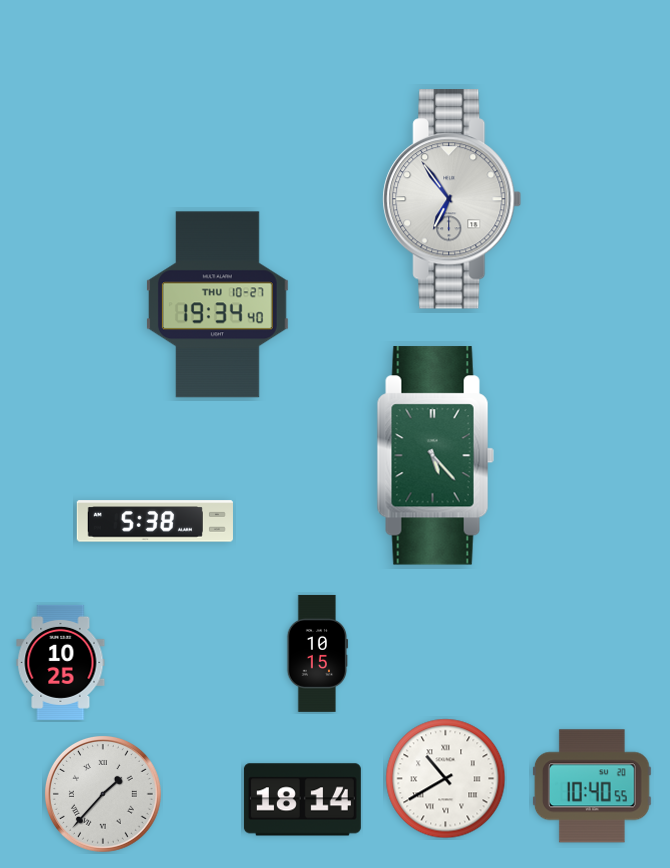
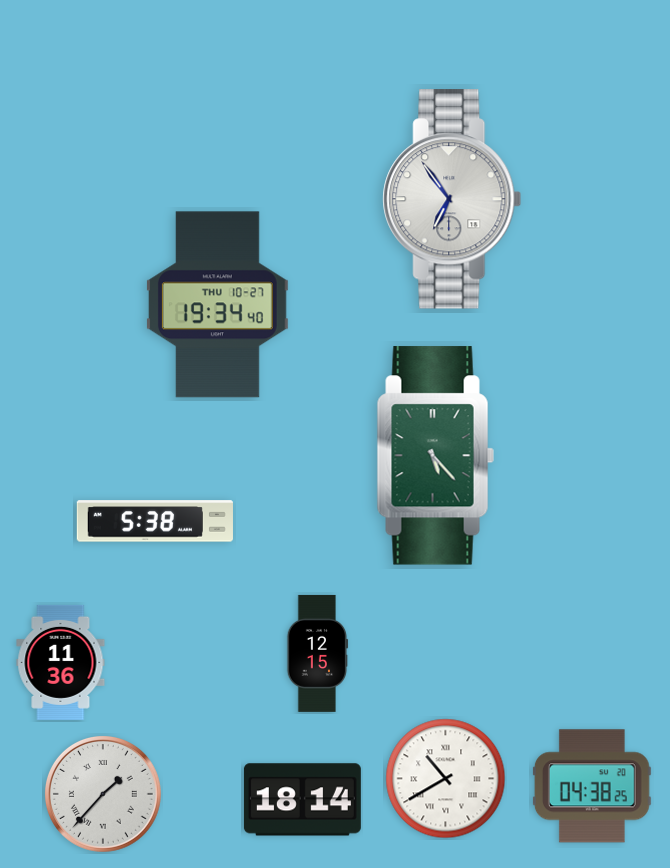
clock at (317, 653): 10:15 -> 12:15
clock at (61, 662): 10:25 -> 11:36
clock at (592, 786): 10:40 -> 04:38
